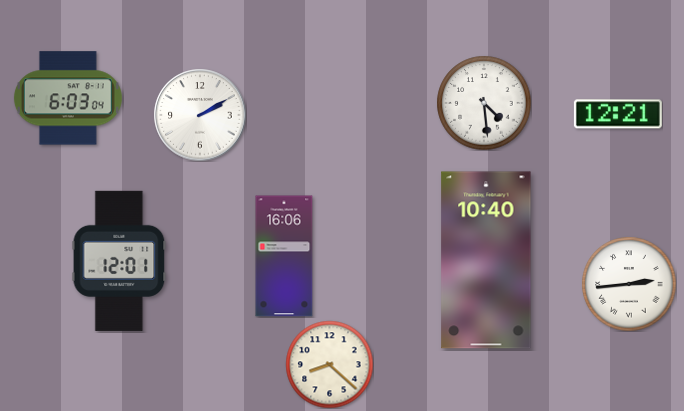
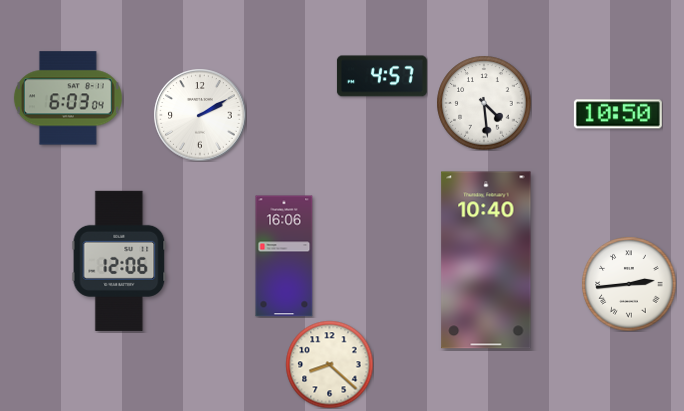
clock at (382, 76): none -> 4:57
clock at (618, 114): 12:21 -> 10:50
clock at (119, 261): 12:01 -> 12:06
